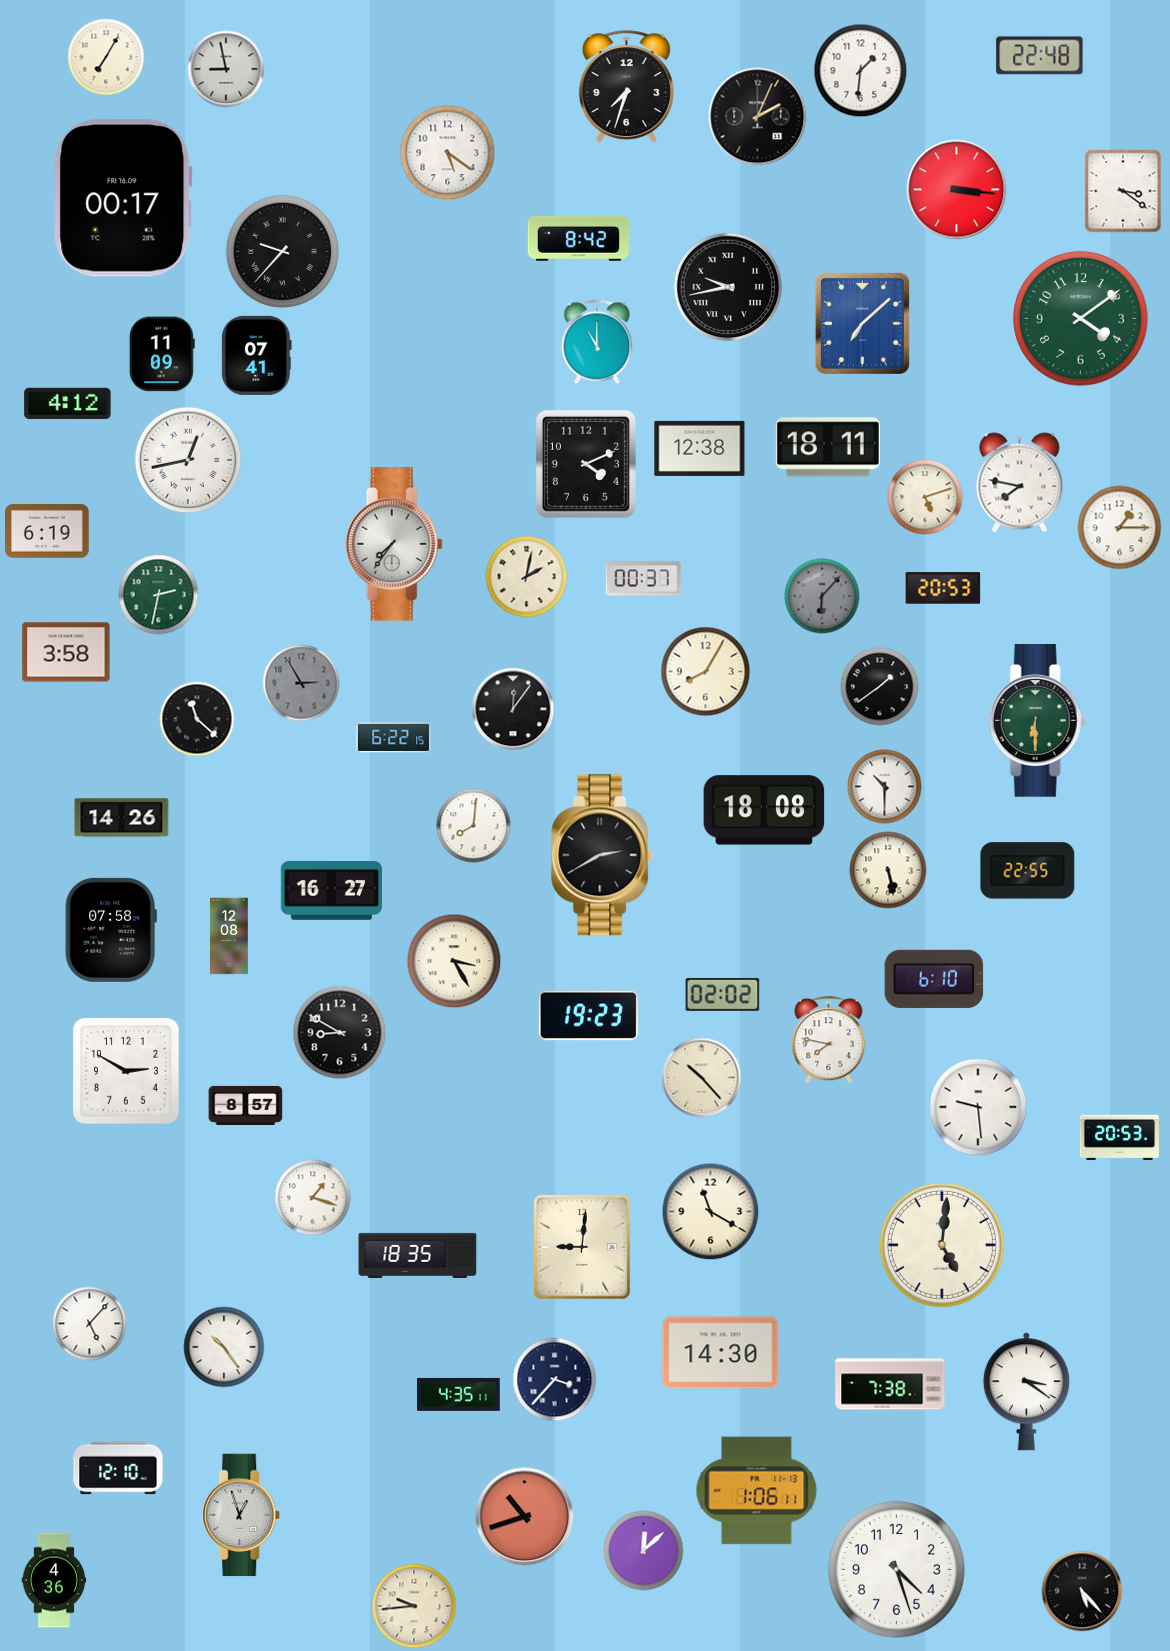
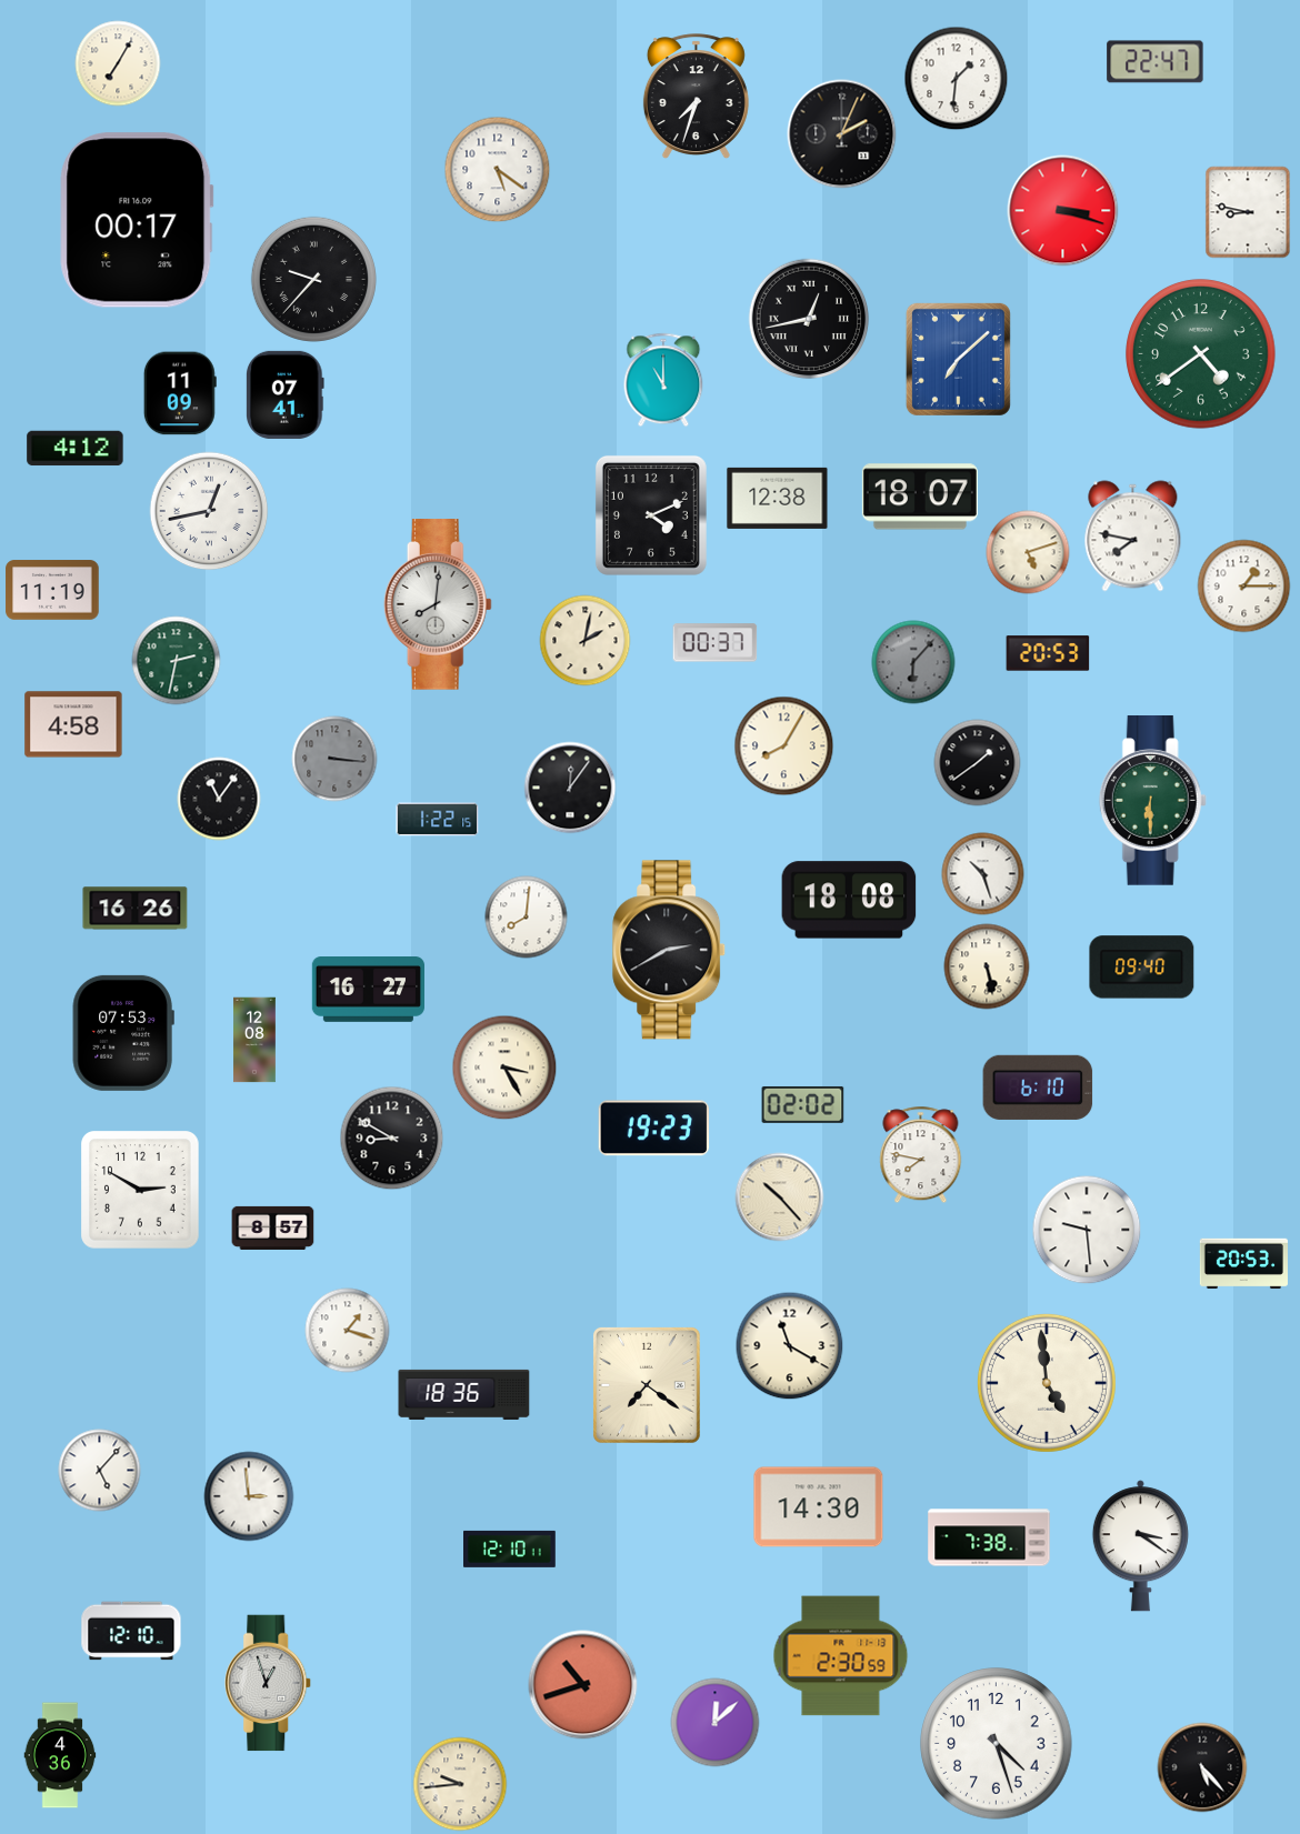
clock at (1040, 56): 22:48 -> 22:47
clock at (226, 69): 8:58 -> none
clock at (758, 117) position: (758, 117) -> (842, 134)
clock at (957, 190): 3:16 -> 3:18
clock at (1123, 191): 3:21 -> 8:47
clock at (578, 238): 8:42 -> none
clock at (728, 287): 9:43 -> 12:43
clock at (1081, 319): 4:09 -> 4:39
clock at (828, 447): 18:11 -> 18:07
clock at (47, 531): 6:19 -> 11:19
clock at (394, 544): 7:36 -> 8:01
clock at (66, 652): 3:58 -> 4:58
clock at (301, 683): 2:55 -> 3:16
clock at (197, 719): 11:22 -> 11:06
clock at (394, 738): 6:22 -> 1:22
clock at (885, 787): 10:30 -> 10:27
clock at (122, 818): 14:26 -> 16:26
clock at (1028, 871): 22:55 -> 09:40
clock at (111, 930): 07:58 -> 07:53
clock at (340, 1033) position: (340, 1033) -> (392, 1139)
clock at (942, 1245): 5:01 -> 4:59
clock at (582, 1247): 9:01 -> 7:21
clock at (418, 1255): 18:35 -> 18:36
clock at (224, 1347): 10:24 -> 2:59
clock at (721, 1353) position: (721, 1353) -> (819, 1507)
clock at (555, 1380): 3:37 -> none
clock at (459, 1394): 4:35 -> 12:10
clock at (757, 1491): 1:06 -> 2:30
